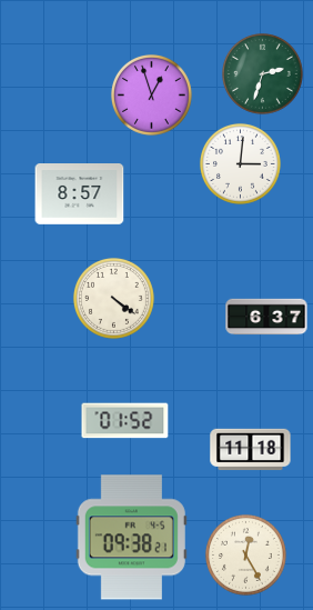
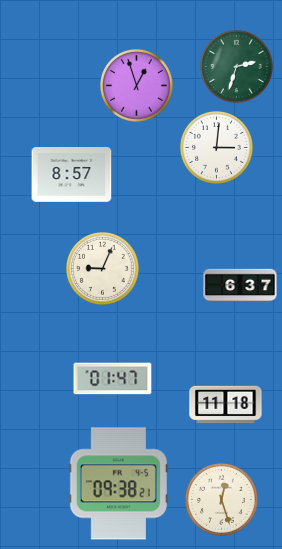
clock at (113, 298): 4:21 -> 9:04
clock at (125, 421): 01:52 -> 01:47
clock at (245, 554): 12:25 -> 12:27
